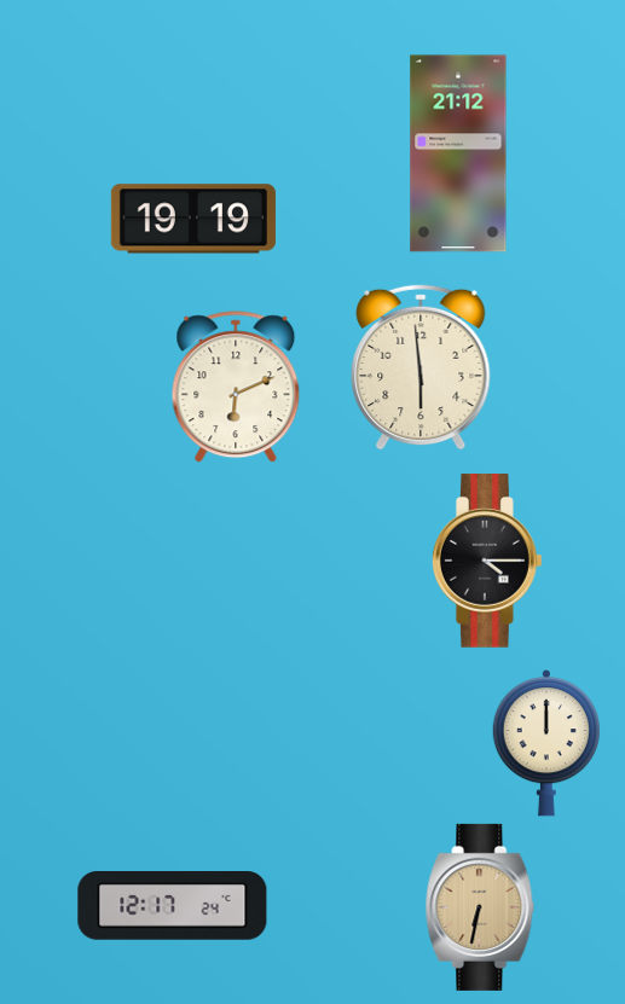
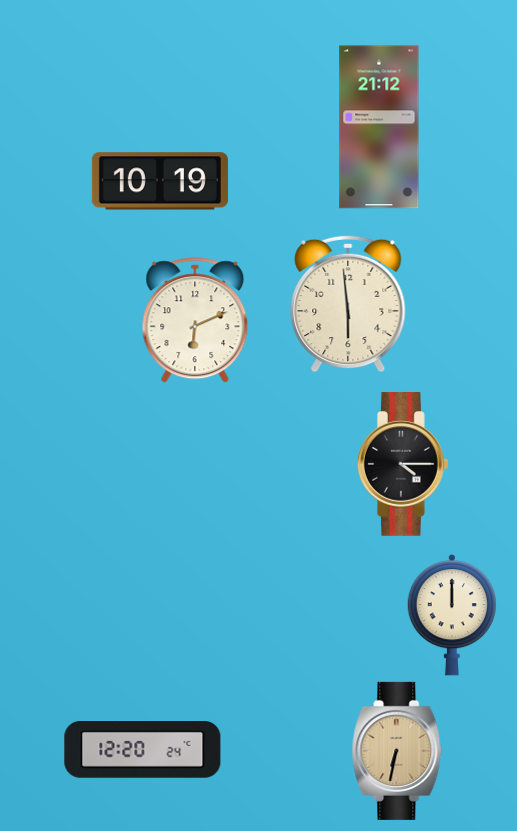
clock at (193, 219): 19:19 -> 10:19
clock at (173, 906): 12:17 -> 12:20
